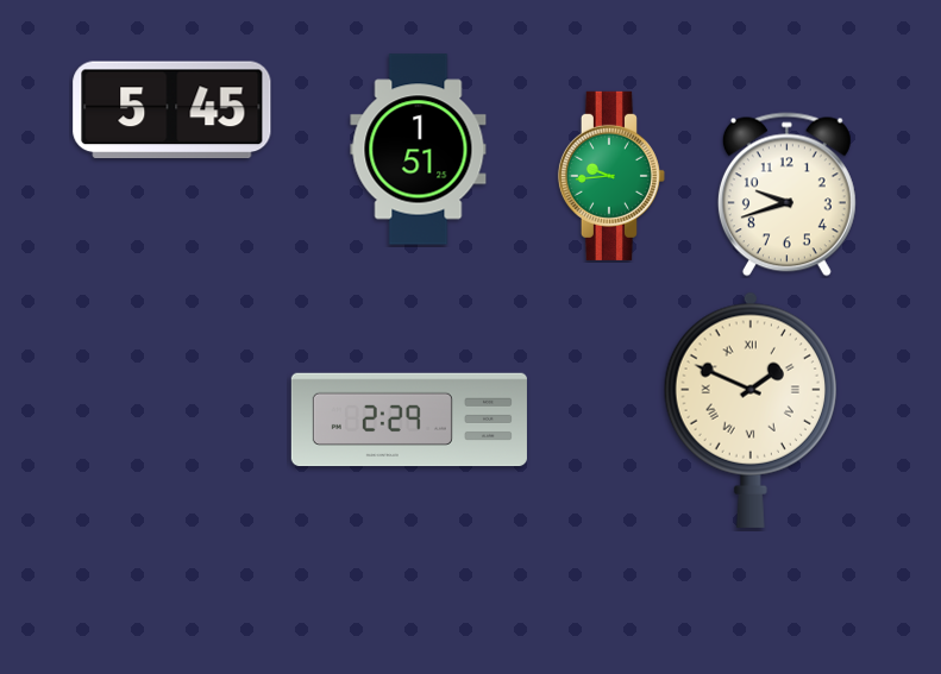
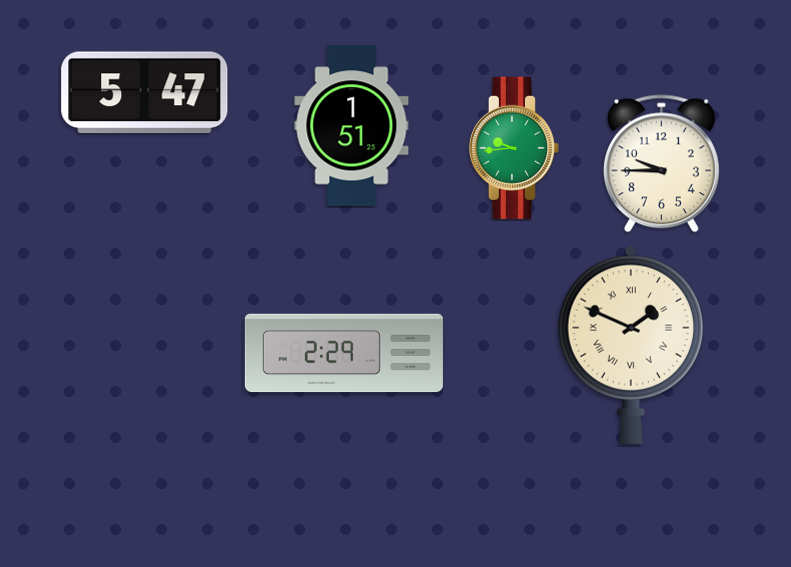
clock at (172, 111): 5:45 -> 5:47
clock at (786, 195): 9:42 -> 9:45
